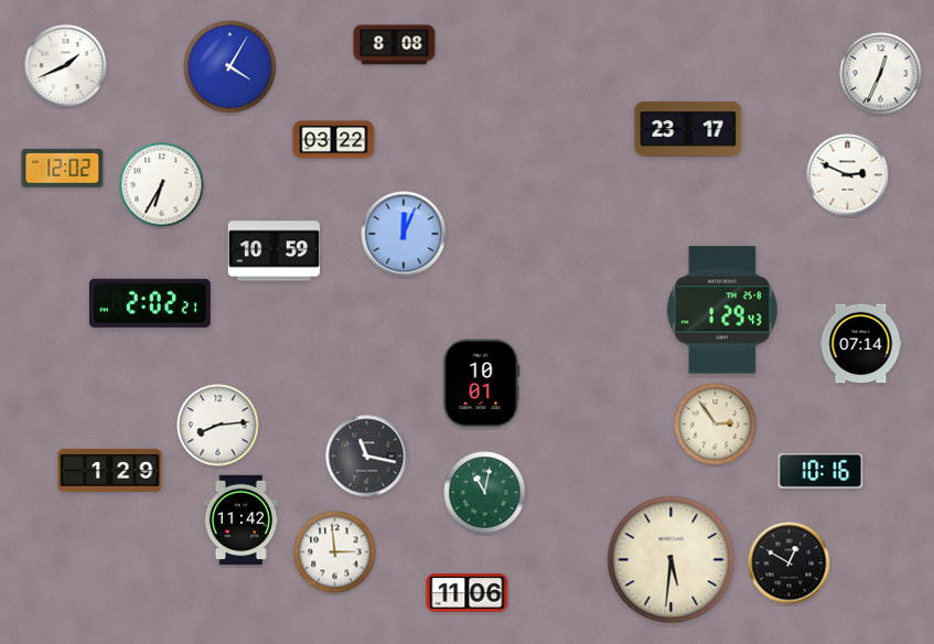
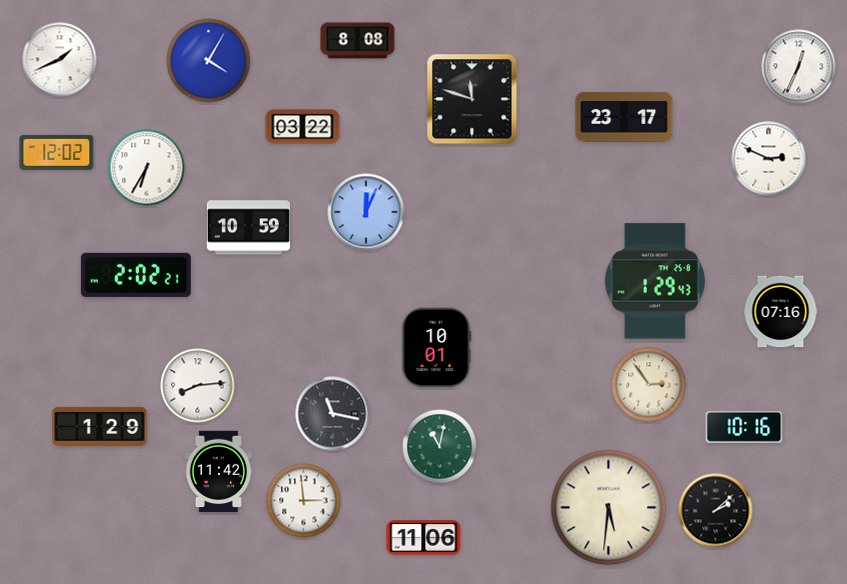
clock at (472, 99): none -> 11:48
clock at (861, 344): 07:14 -> 07:16
clock at (790, 563): 12:50 -> 2:08
